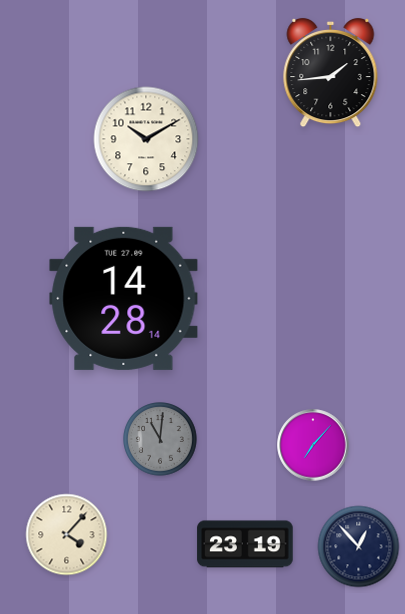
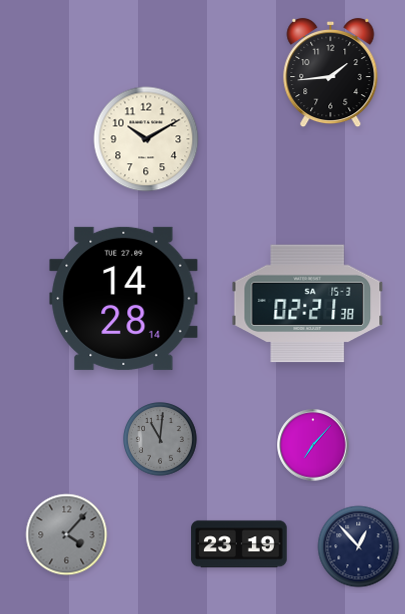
clock at (308, 304): none -> 02:21
clock at (67, 535) dial: cream -> grey
clock at (245, 544) position: (245, 544) -> (239, 544)
